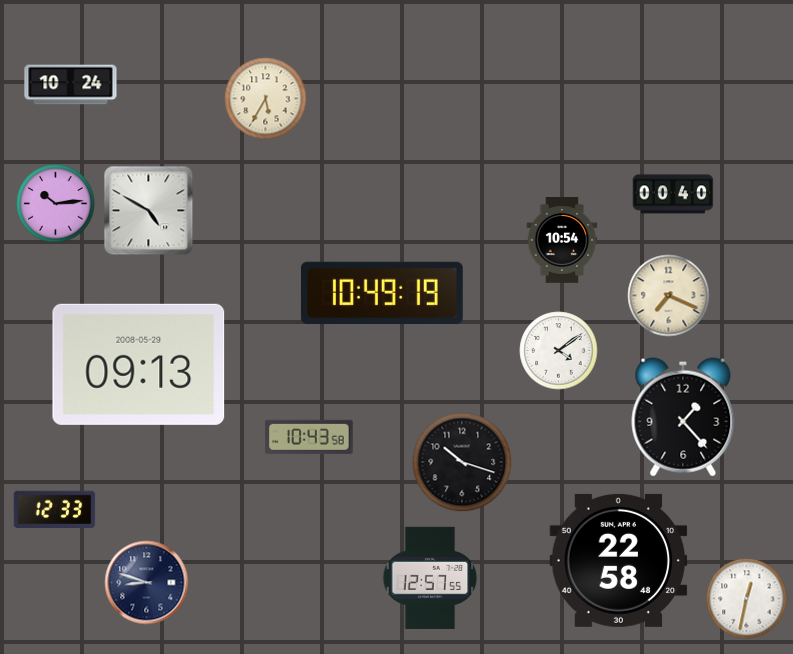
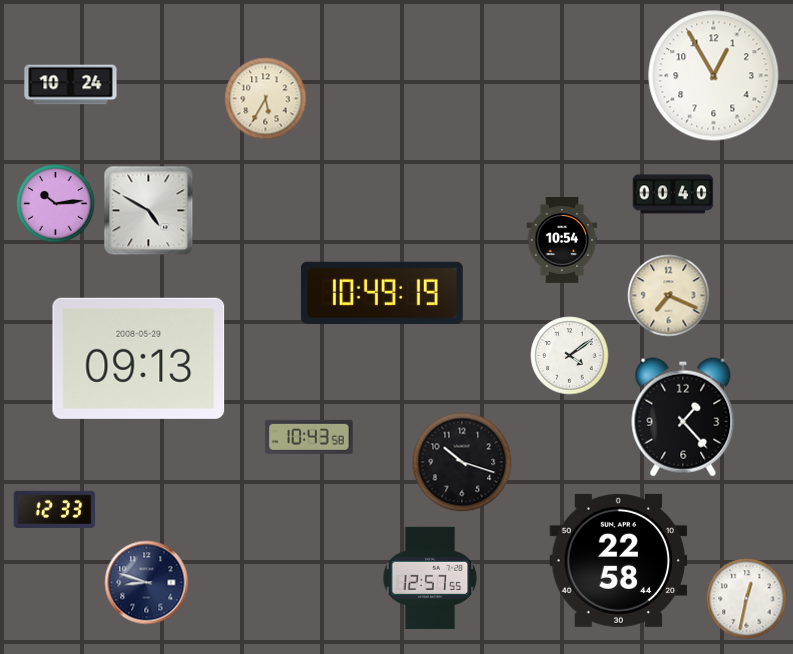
clock at (714, 76): none -> 12:55
clock at (559, 351) position: (559, 351) -> (570, 356)
clock at (139, 364) position: (139, 364) -> (139, 358)
clock at (619, 560): 22:58:48 -> 22:58:44
